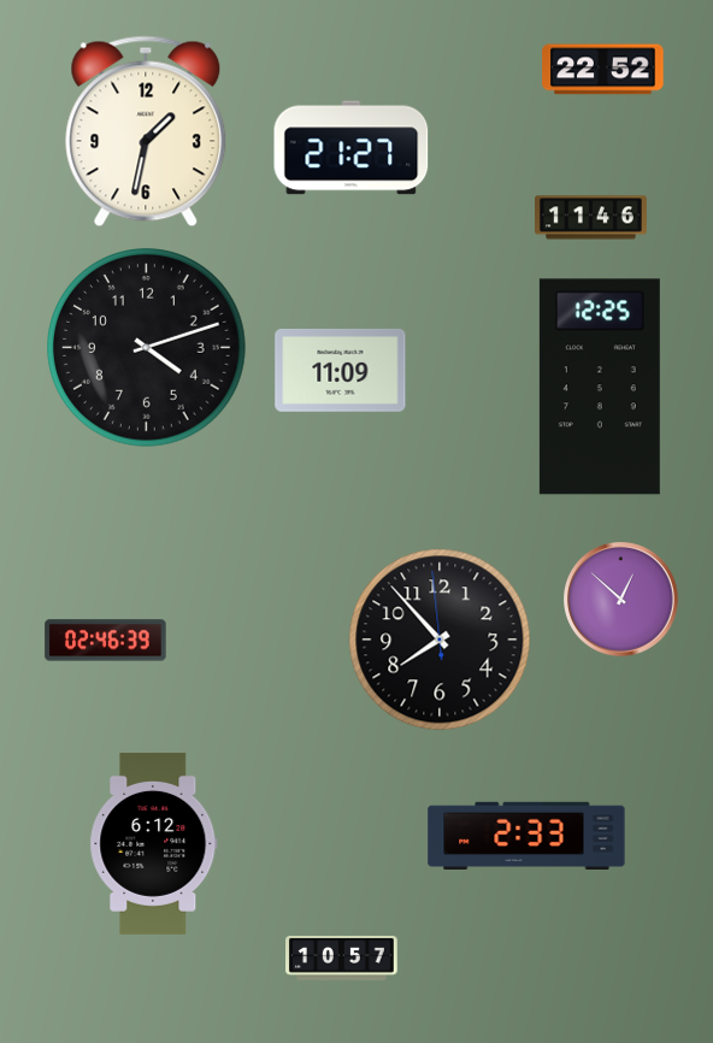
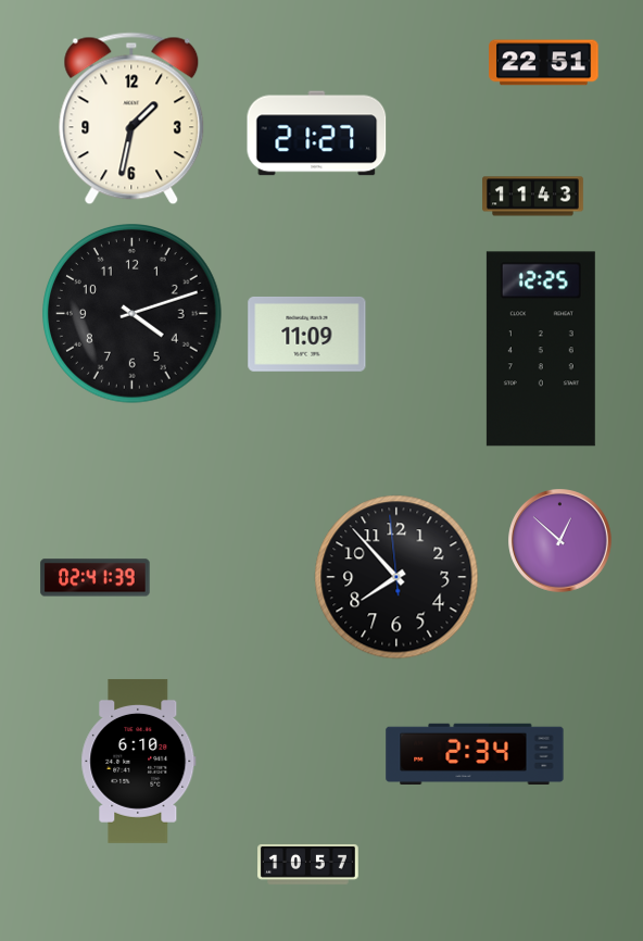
clock at (603, 70): 22:52 -> 22:51
clock at (591, 218): 11:46 -> 11:43
clock at (106, 641): 02:46 -> 02:41
clock at (526, 835): 2:33 -> 2:34
clock at (154, 843): 6:12 -> 6:10
